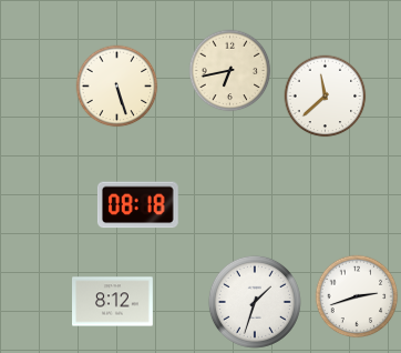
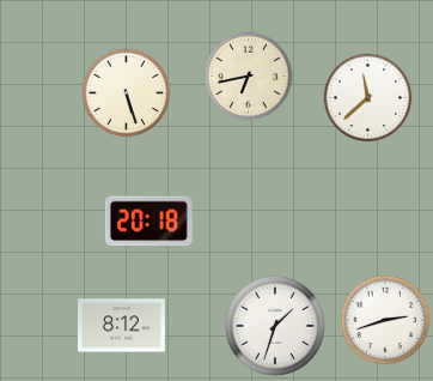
clock at (326, 97) position: (326, 97) -> (368, 98)
clock at (137, 205): 08:18 -> 20:18
